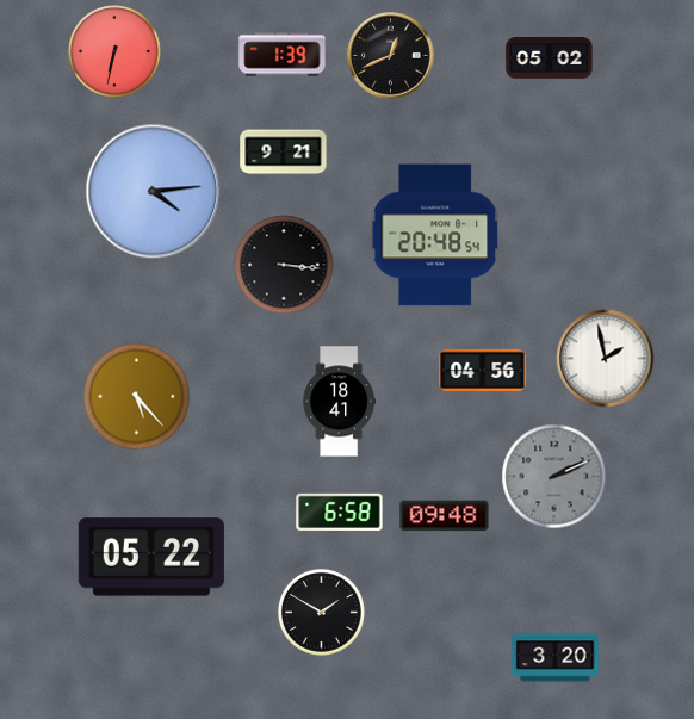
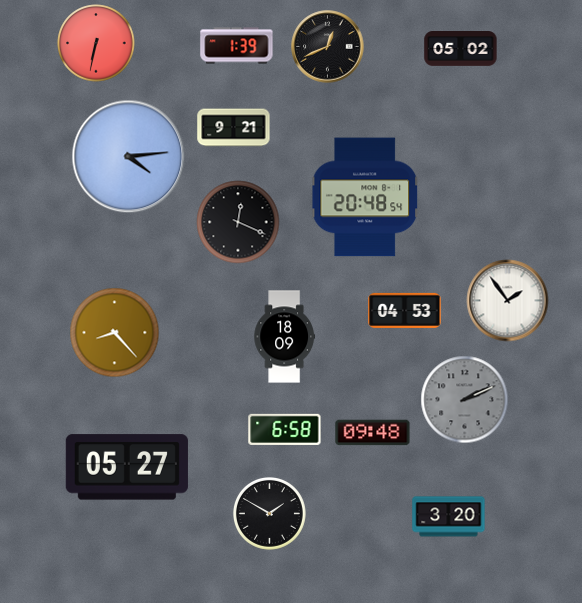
clock at (284, 153) position: (284, 153) -> (234, 128)
clock at (154, 192) position: (154, 192) -> (129, 157)
clock at (284, 265): 3:16 -> 12:19
clock at (606, 359): 1:58 -> 1:54
clock at (483, 370): 04:56 -> 04:53
clock at (137, 397): 5:23 -> 8:23
clock at (339, 402): 18:41 -> 18:09
clock at (151, 557): 05:22 -> 05:27
clock at (556, 658) position: (556, 658) -> (449, 517)
